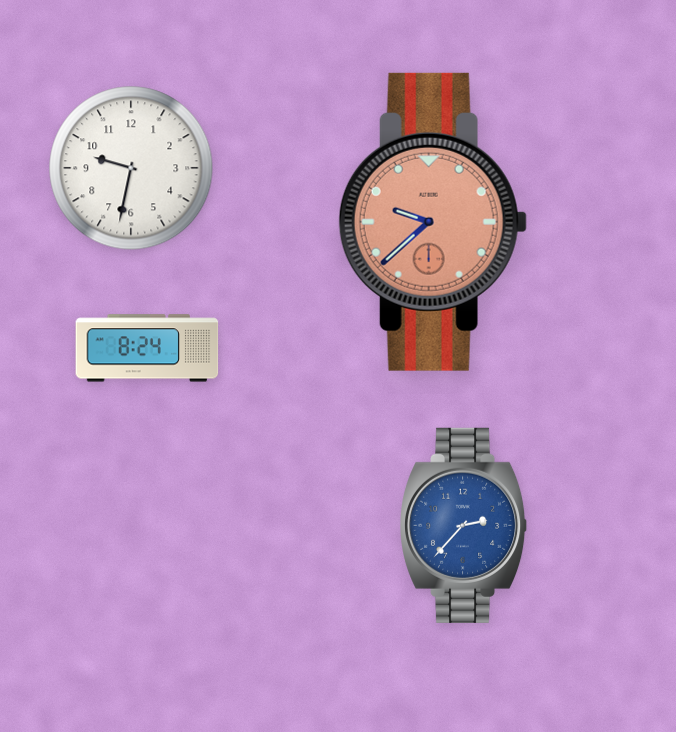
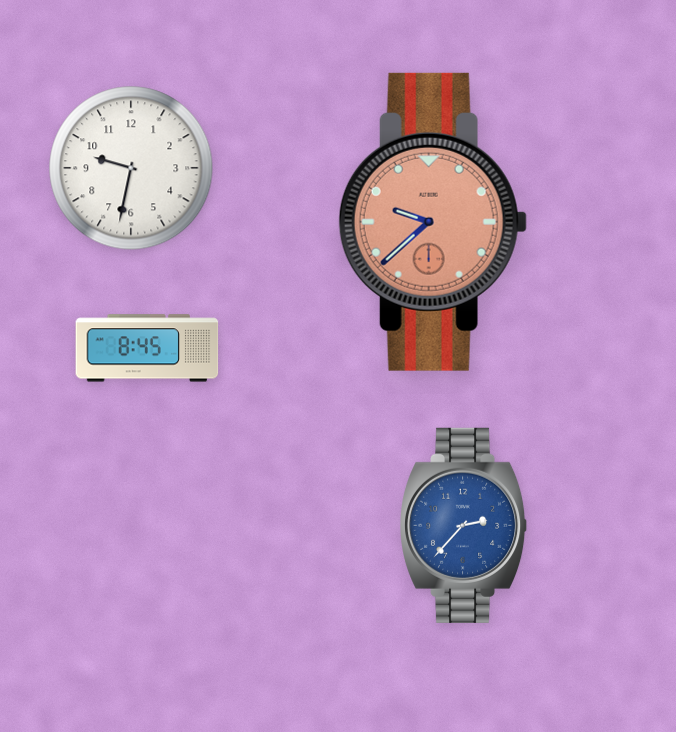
clock at (147, 348): 8:24 -> 8:45
